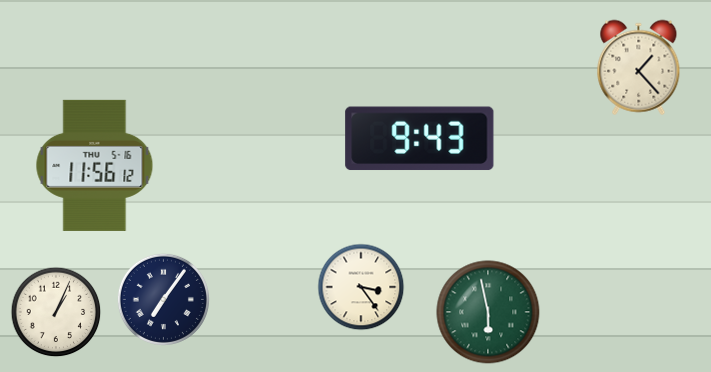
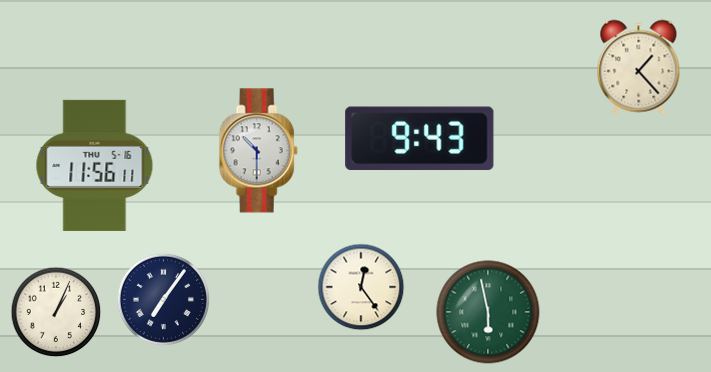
clock at (258, 151): none -> 10:30
clock at (95, 165): 11:56:12 -> 11:56:11
clock at (361, 287): 3:24 -> 12:24
